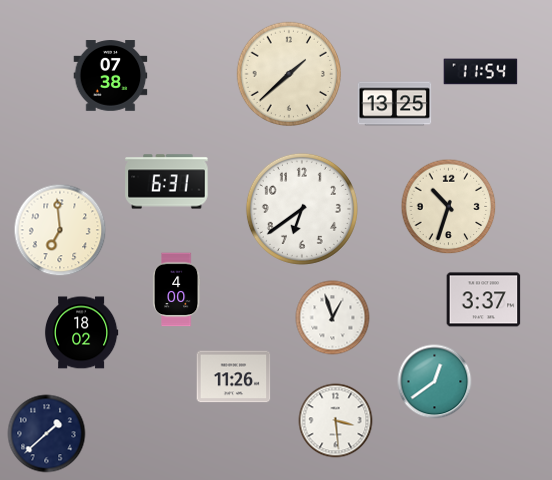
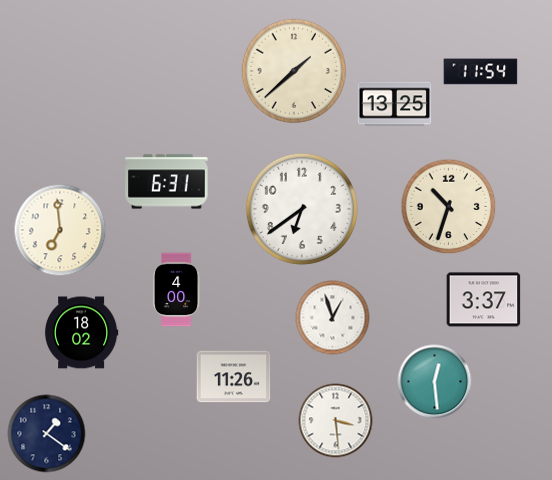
clock at (288, 73) position: (288, 73) -> (293, 70)
clock at (111, 76): 07:38 -> none
clock at (435, 382): 12:39 -> 12:29
clock at (47, 434): 1:38 -> 1:21
